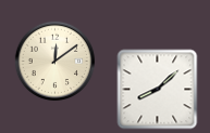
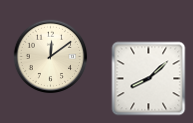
clock at (158, 90) position: (158, 90) -> (149, 79)
